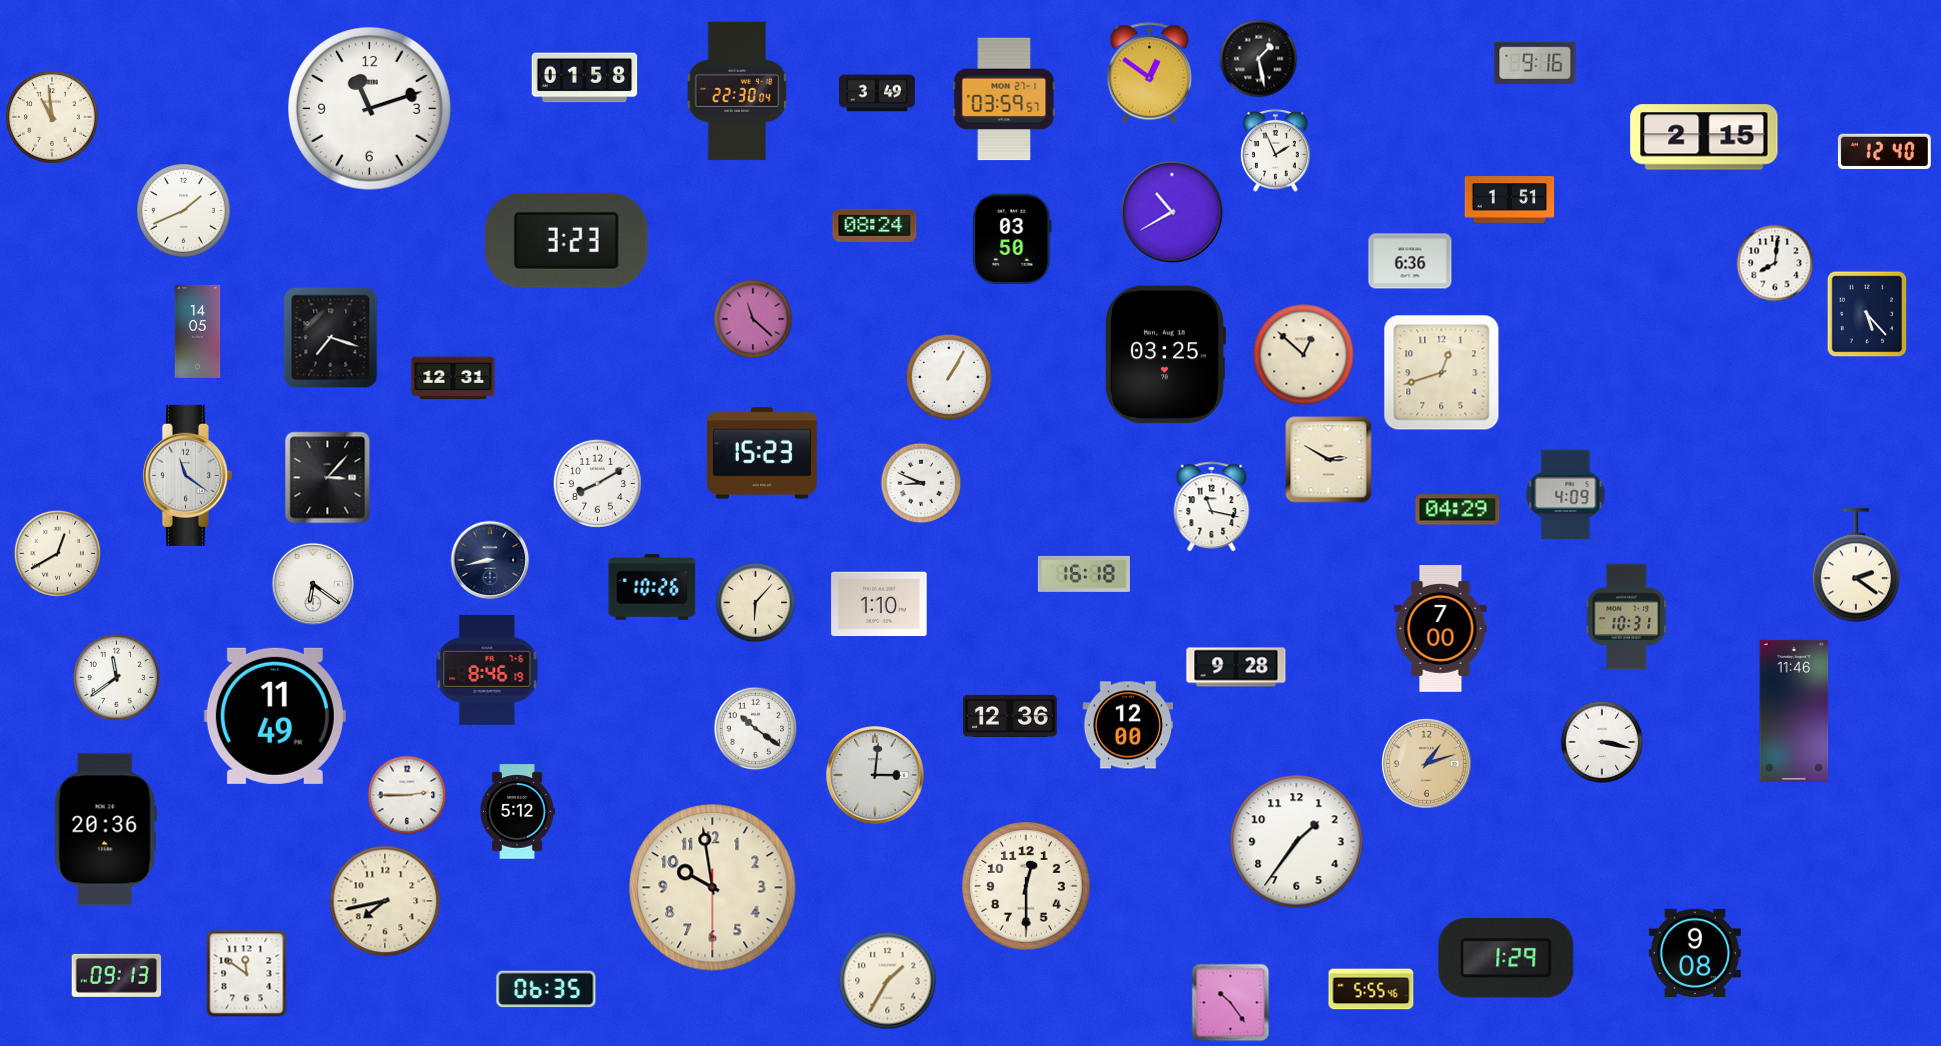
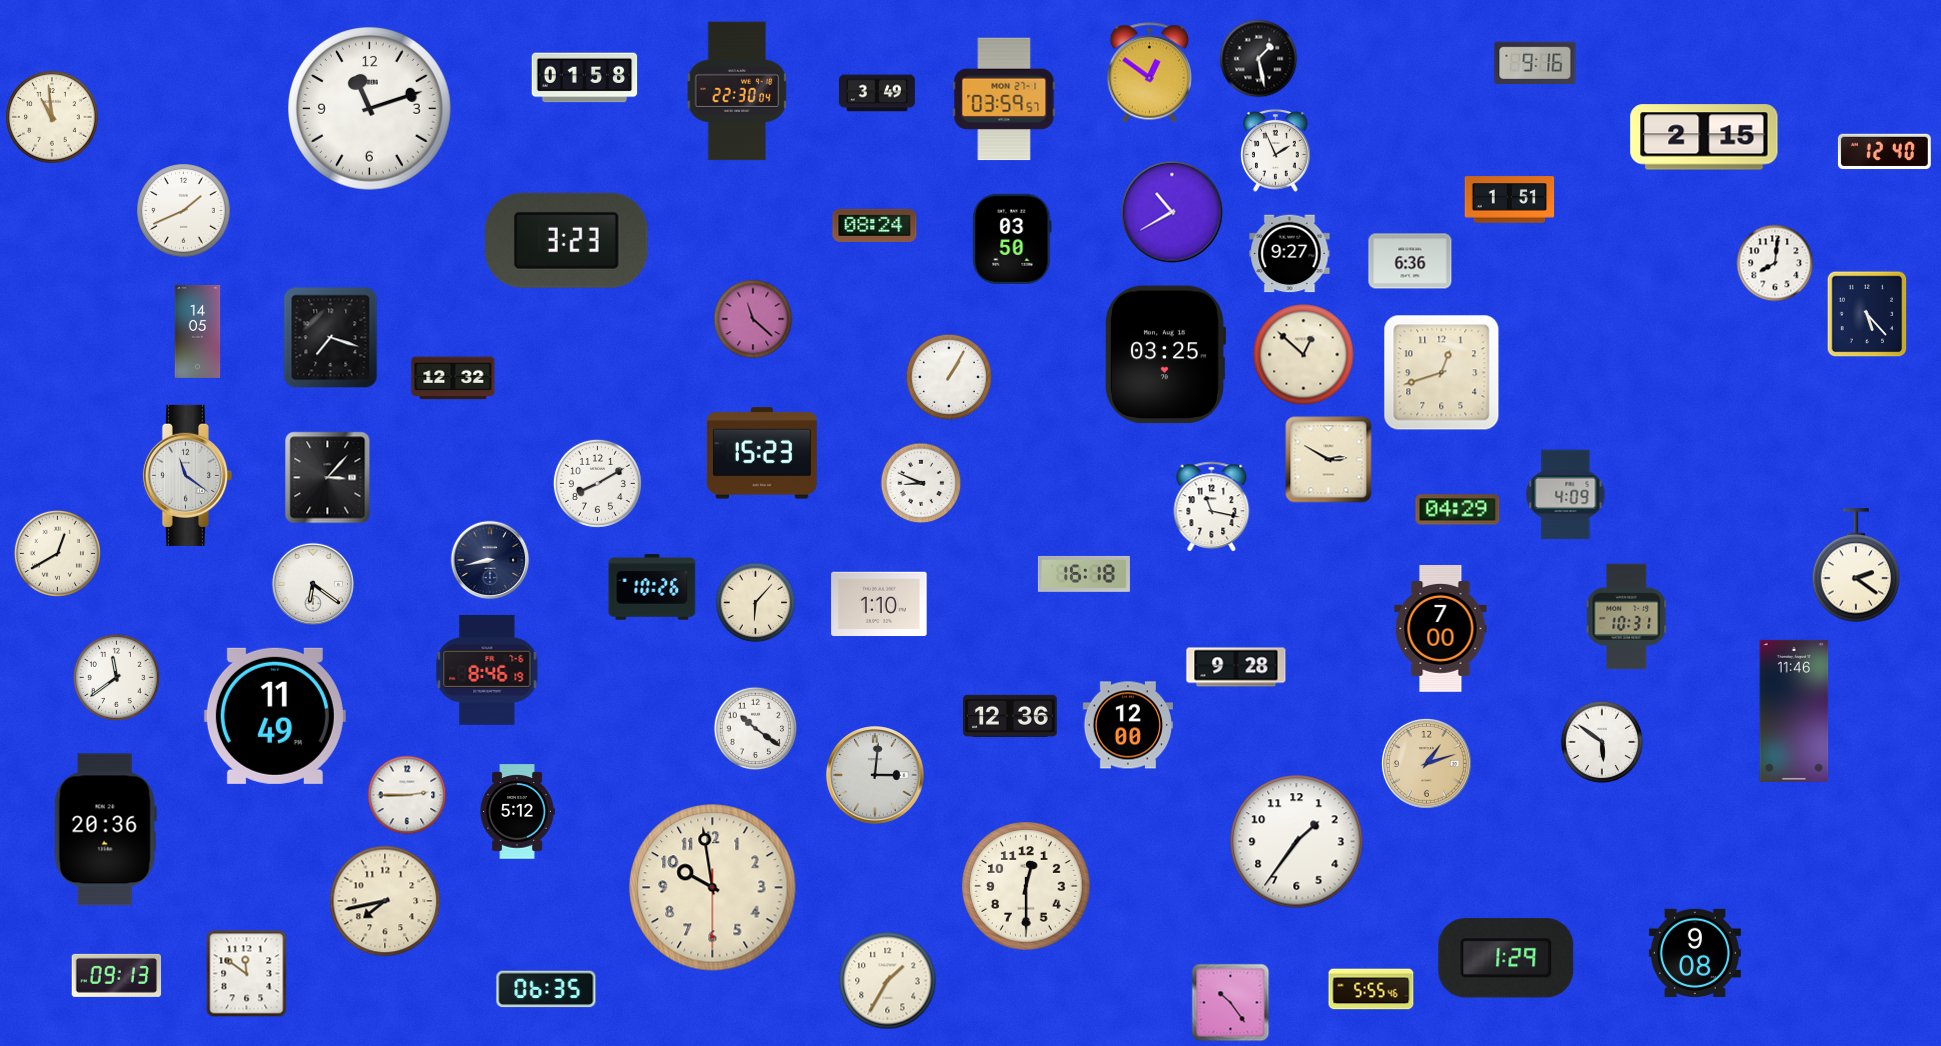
clock at (1290, 254): none -> 9:27
clock at (453, 378): 12:31 -> 12:32
clock at (1602, 742): 3:17 -> 5:51
